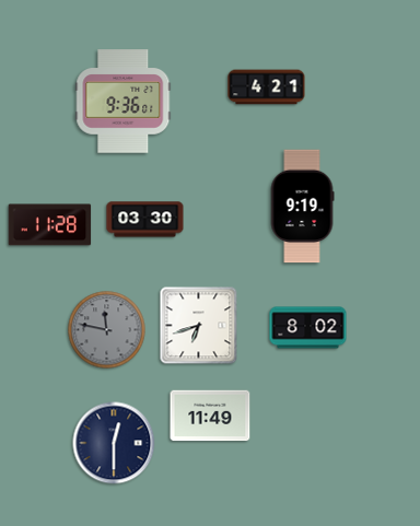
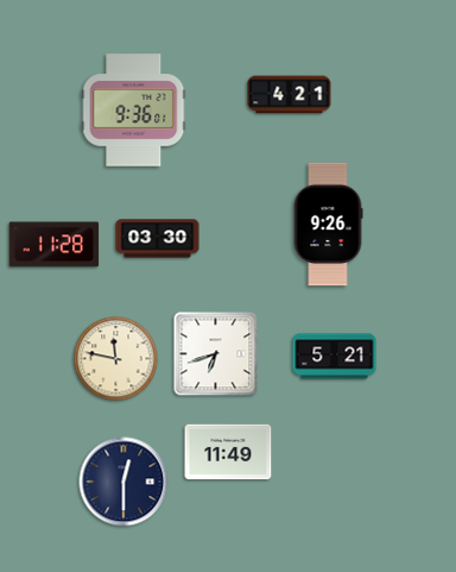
clock at (302, 207): 9:19 -> 9:26
clock at (308, 328): 8:02 -> 5:21
clock at (107, 330) dial: grey -> cream
